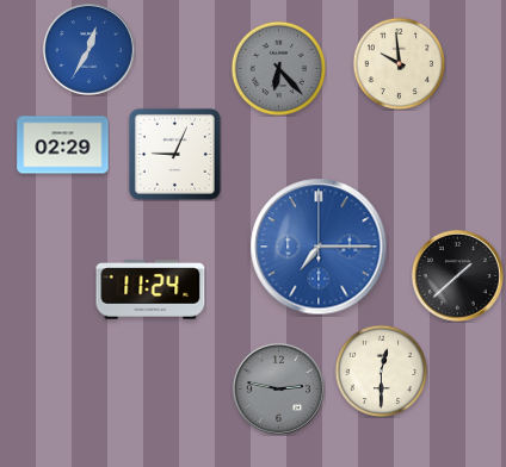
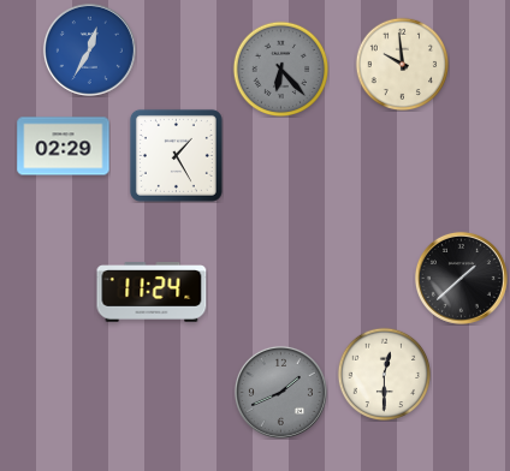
clock at (174, 154): 9:04 -> 1:25
clock at (319, 247): 7:15 -> none
clock at (278, 388): 2:47 -> 1:41
